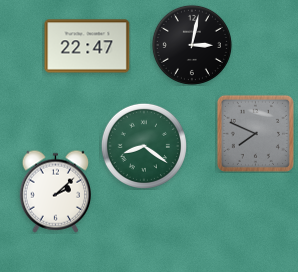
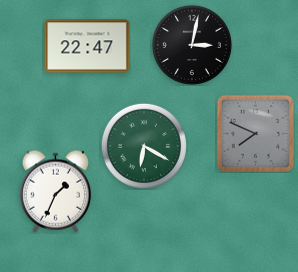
clock at (144, 146): 8:21 -> 6:20
clock at (55, 191): 2:08 -> 1:34
